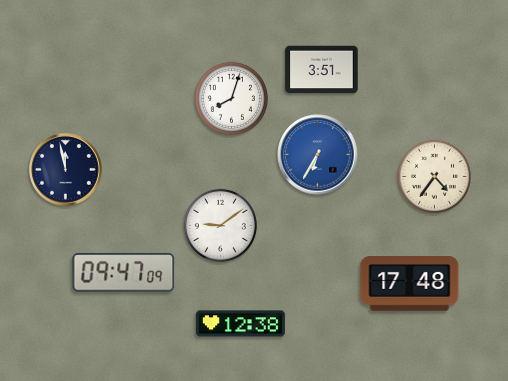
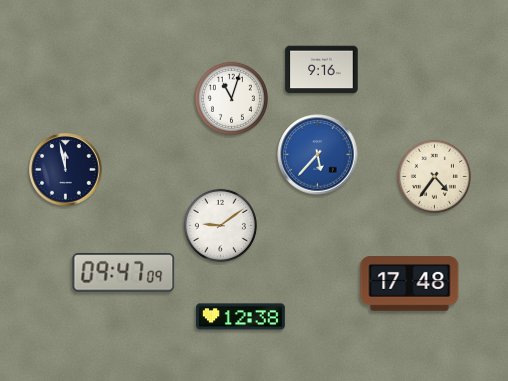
clock at (322, 70): 3:51 -> 9:16
clock at (231, 98): 8:03 -> 11:03
clock at (318, 155): 6:35 -> 5:37
clock at (240, 324) position: (240, 324) -> (240, 317)
